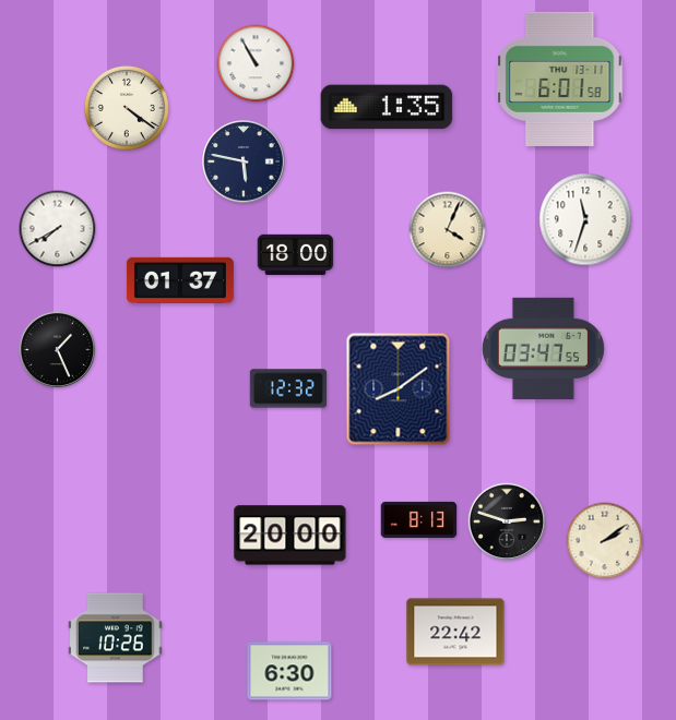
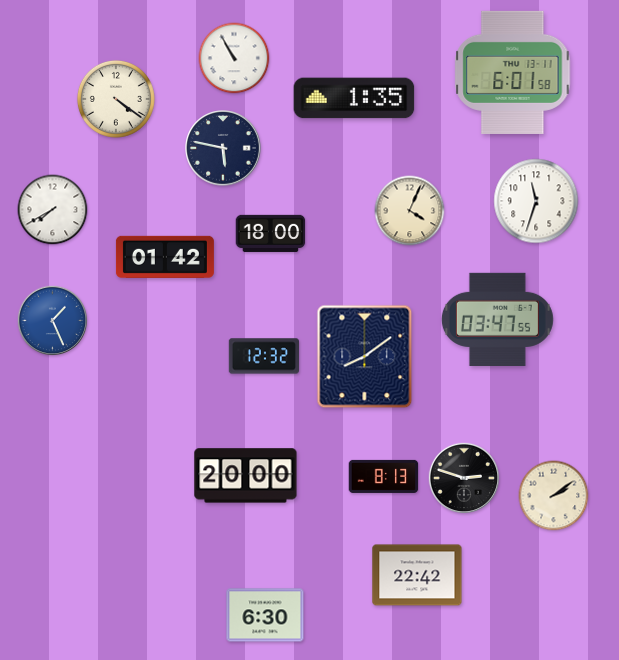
clock at (180, 280): 01:37 -> 01:42
clock at (58, 350) dial: black -> blue
clock at (290, 536) position: (290, 536) -> (246, 476)
clock at (455, 632) position: (455, 632) -> (417, 575)
clock at (116, 638): 10:26 -> none
